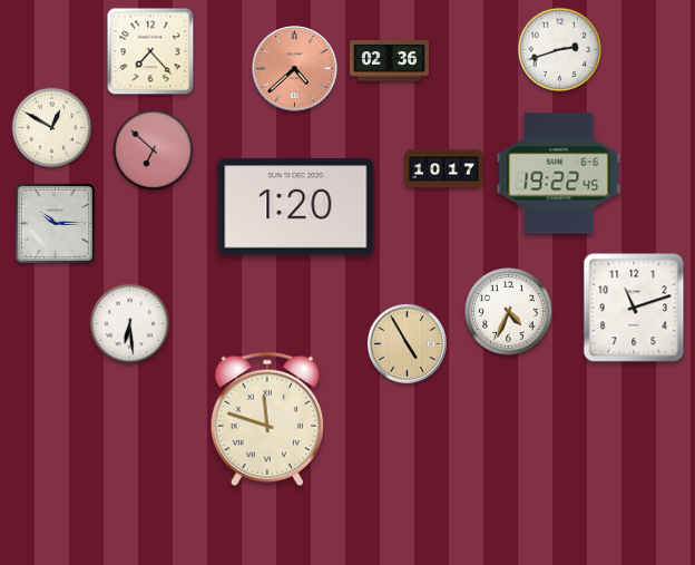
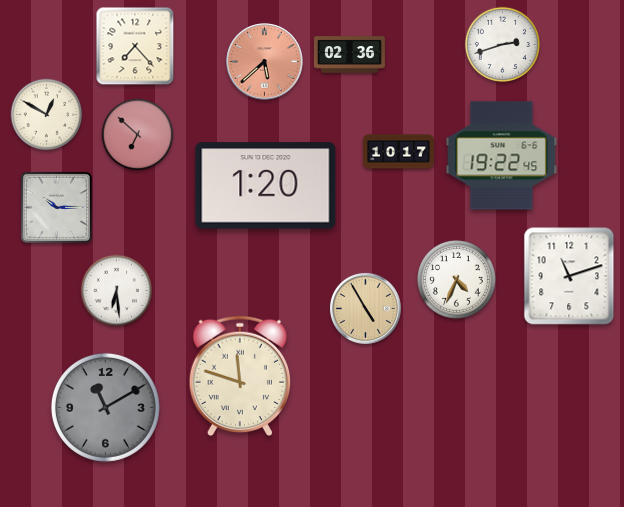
clock at (295, 69): 4:38 -> 5:38
clock at (55, 223) position: (55, 223) -> (56, 207)
clock at (105, 407): none -> 11:10
